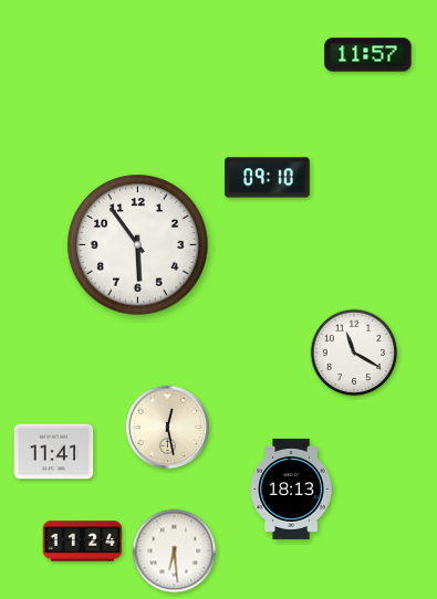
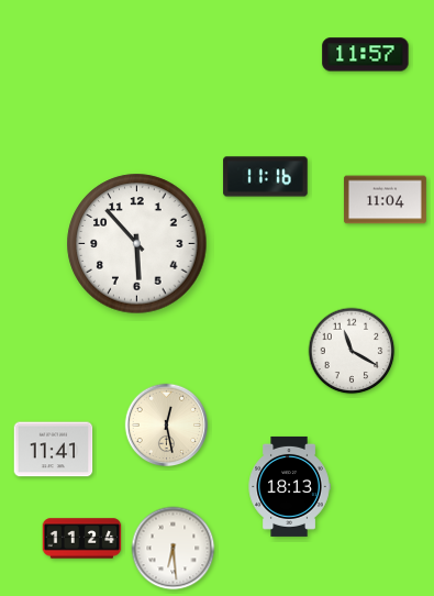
clock at (268, 178): 09:10 -> 11:16
clock at (385, 200): none -> 11:04
clock at (138, 245): 5:54 -> 5:53
